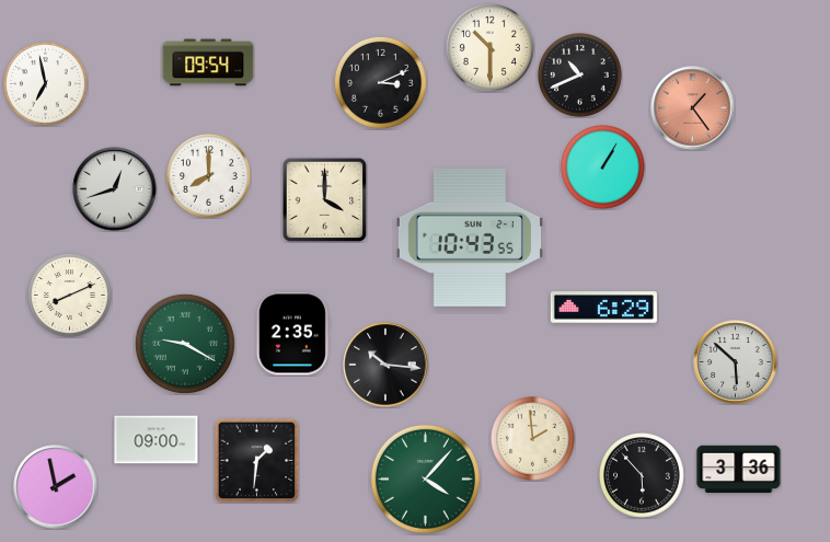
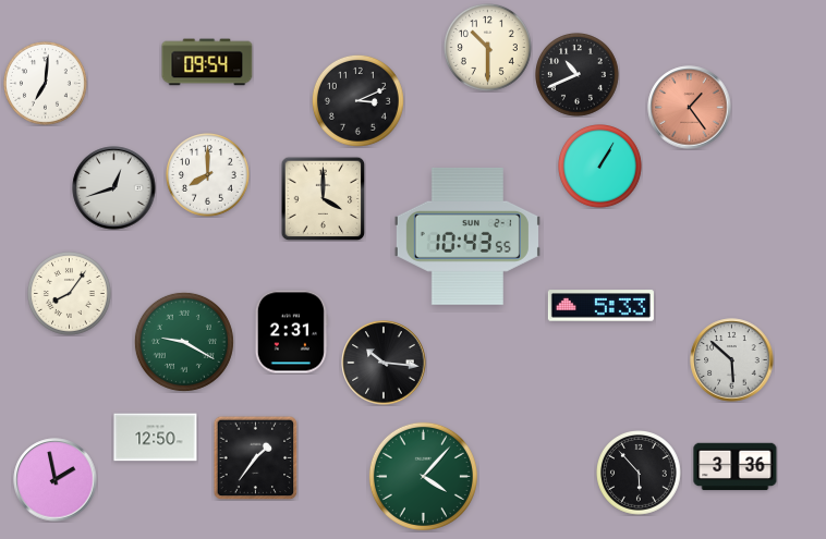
clock at (380, 82) position: (380, 82) -> (357, 100)
clock at (46, 84): 6:58 -> 7:01
clock at (70, 296): 8:11 -> 8:06
clock at (603, 308): 6:29 -> 5:33
clock at (292, 334): 2:35 -> 2:31
clock at (533, 439): 1:59 -> none
clock at (157, 440): 09:00 -> 12:50
clock at (256, 460): 1:31 -> 1:36
clock at (56, 487) position: (56, 487) -> (56, 480)
